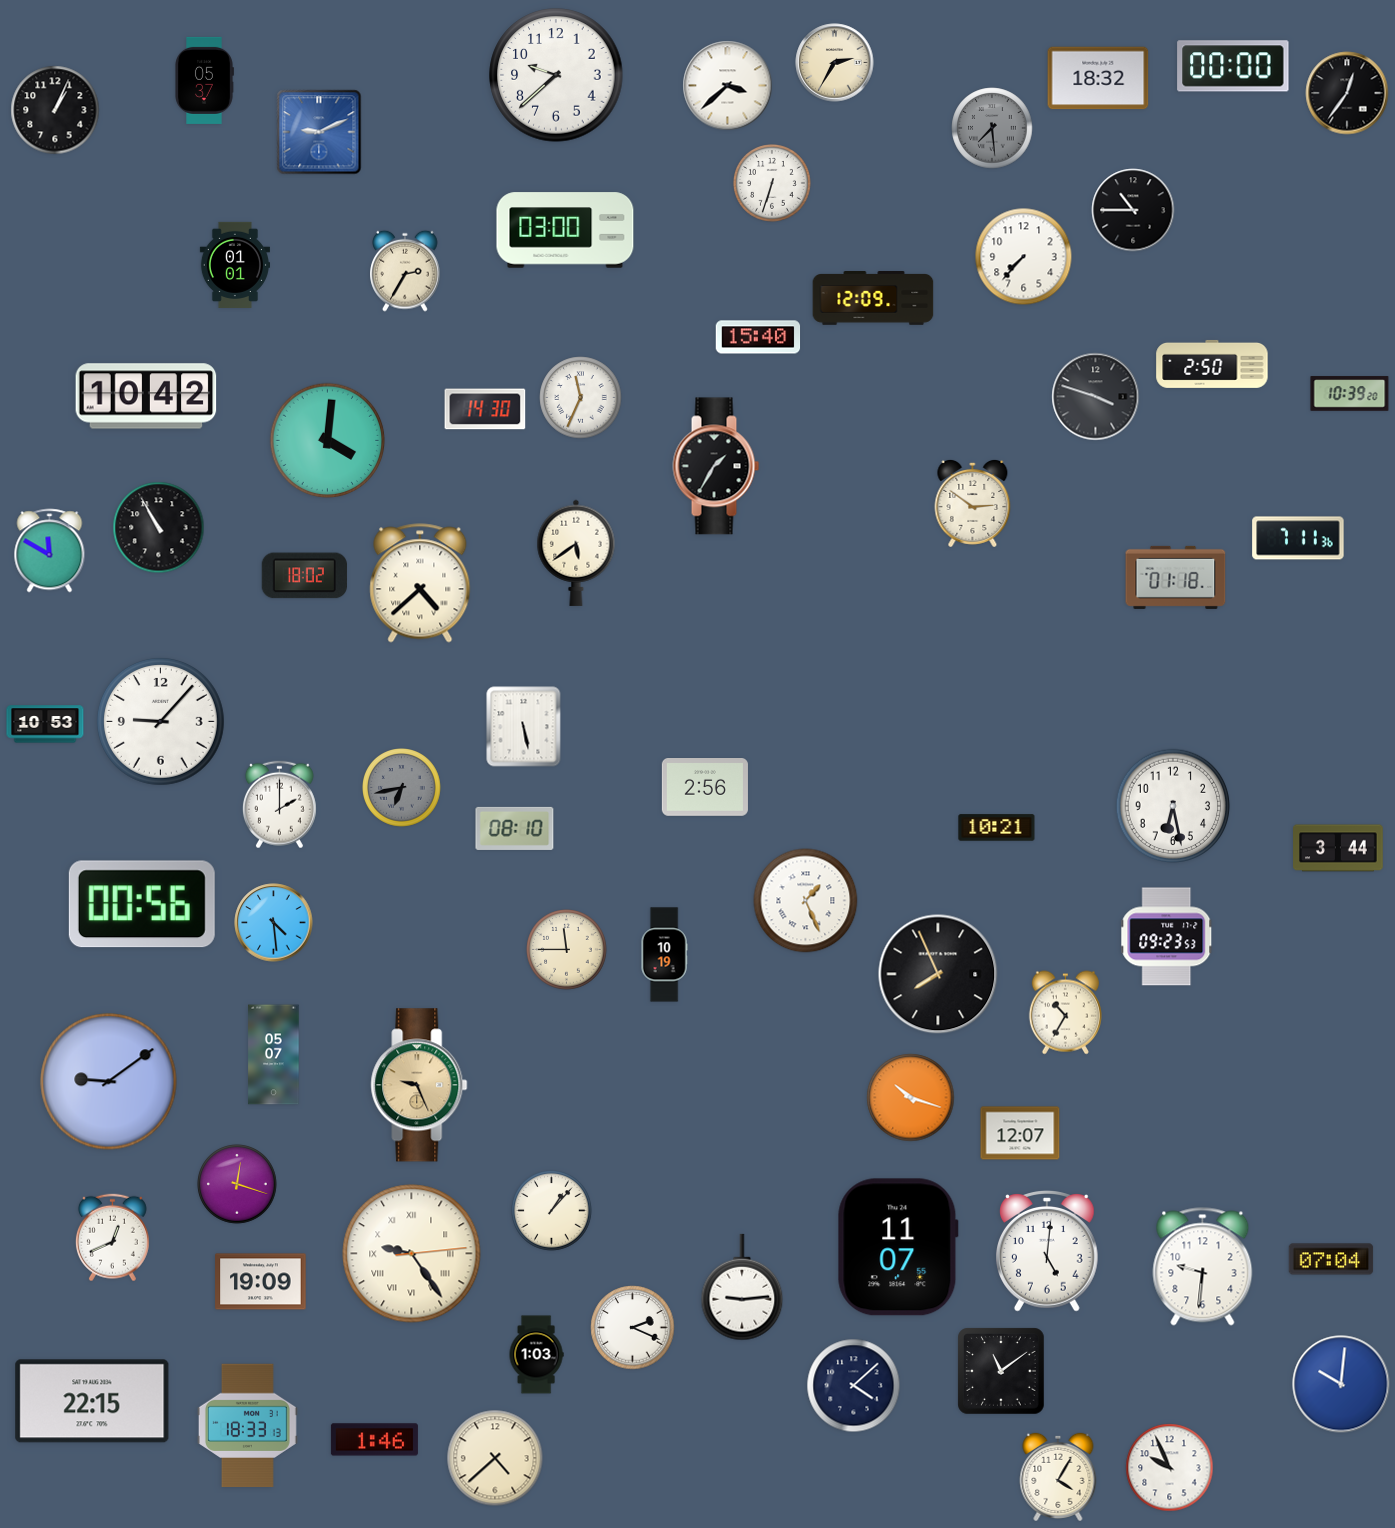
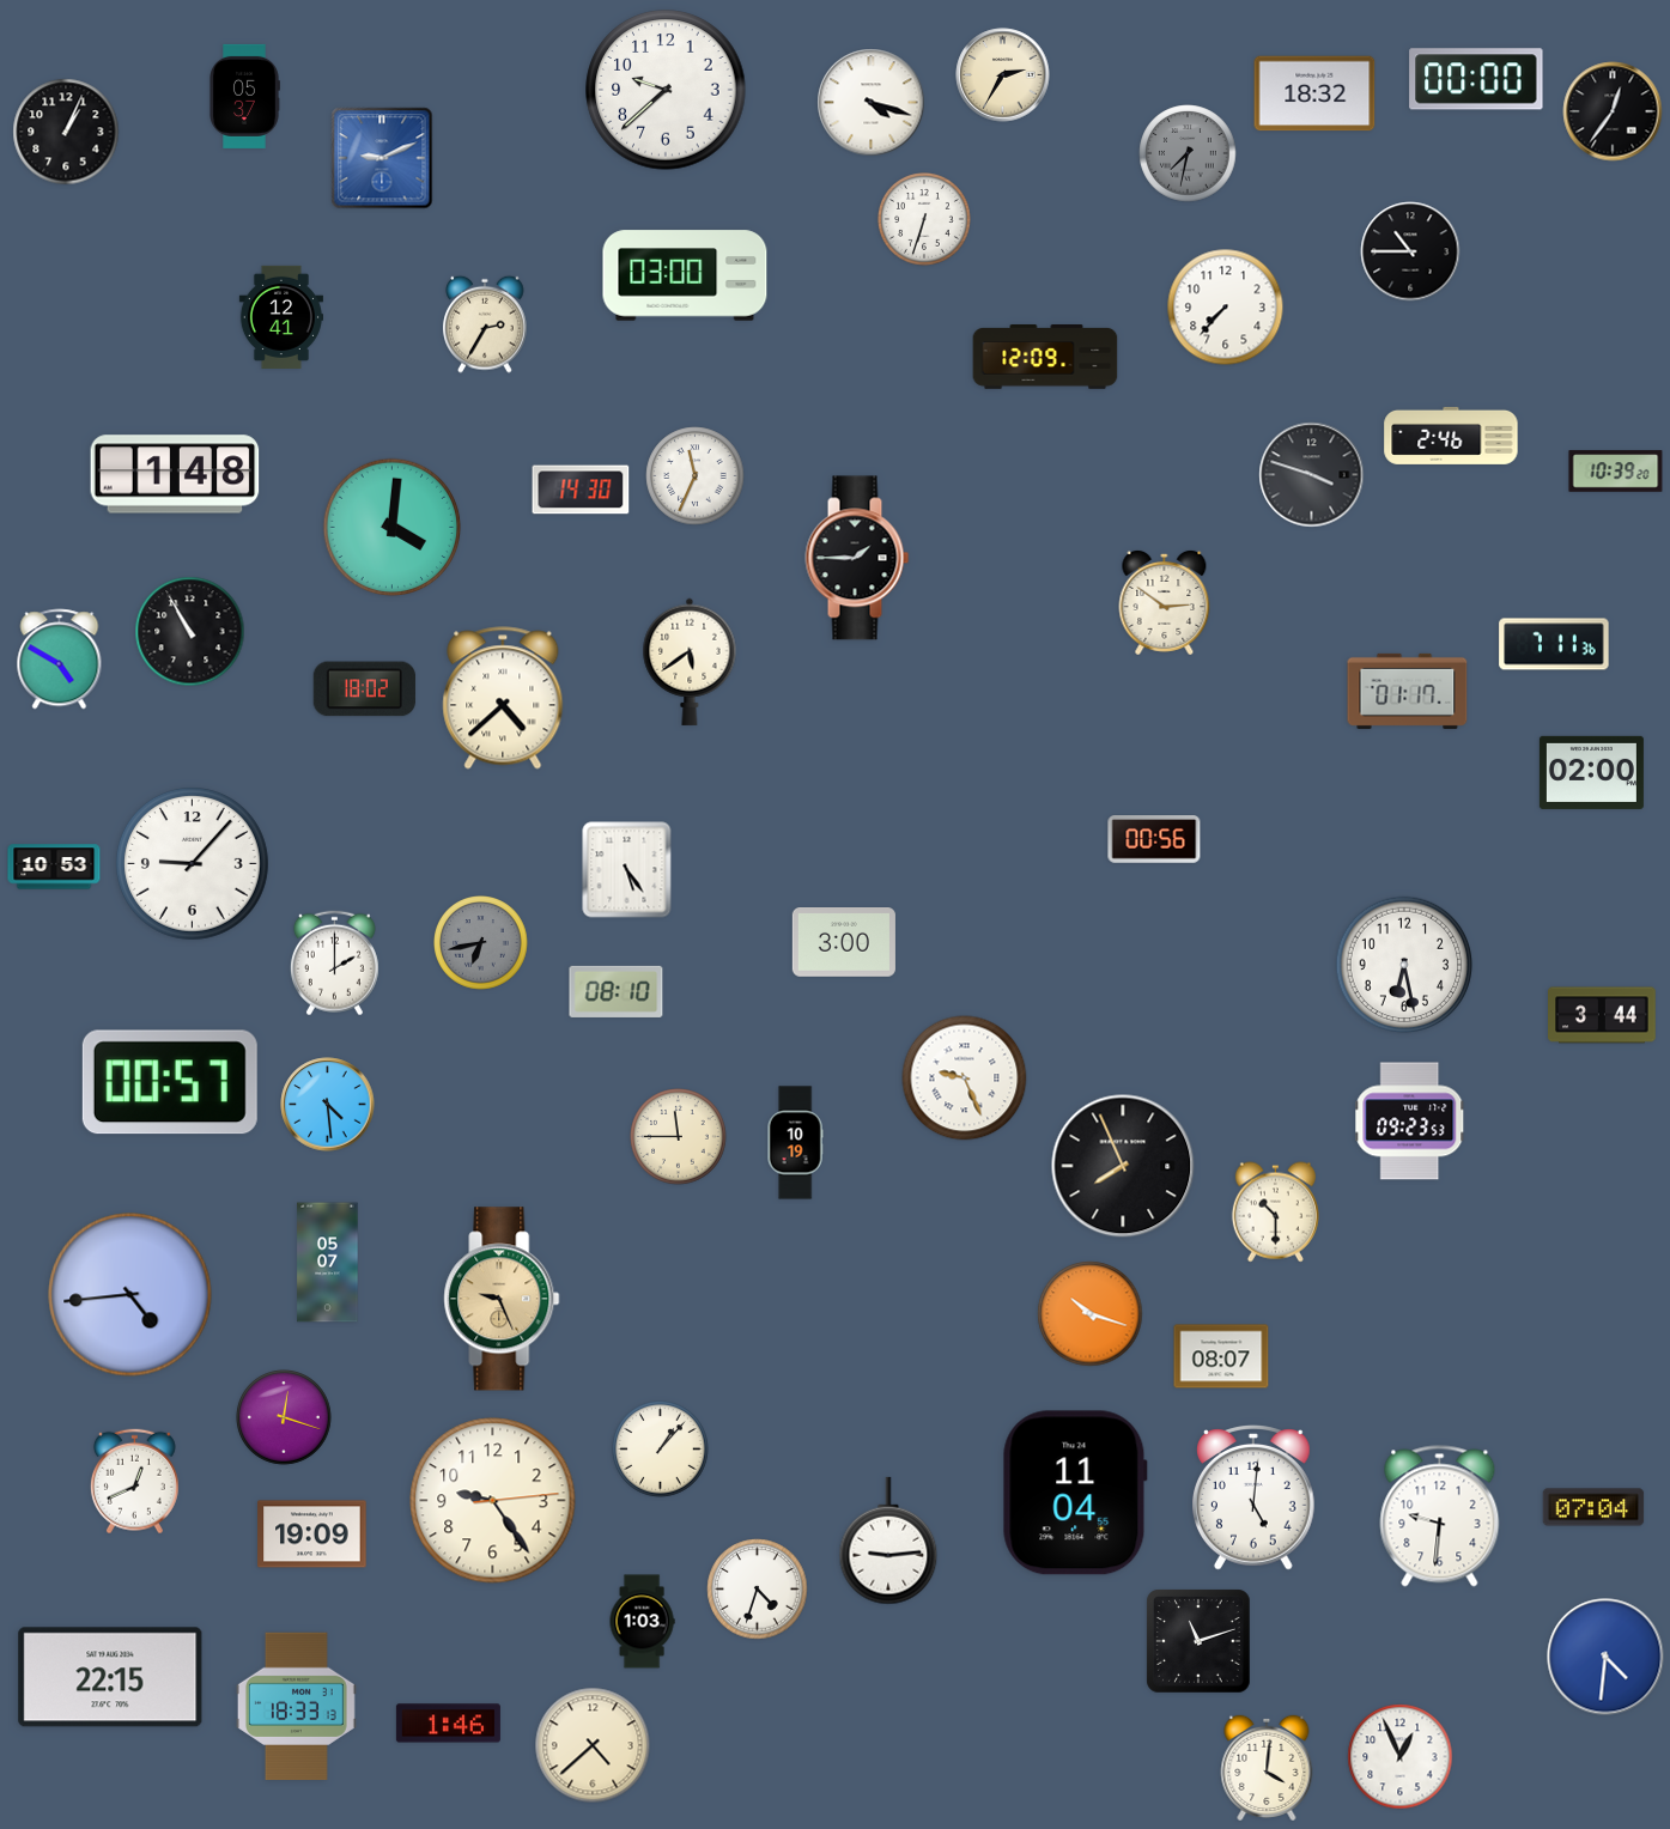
clock at (835, 63) position: (835, 63) -> (1003, 75)
clock at (728, 86): 3:38 -> 4:18
clock at (992, 128): 7:29 -> 7:32
clock at (1133, 210) position: (1133, 210) -> (1410, 251)
clock at (565, 230) position: (565, 230) -> (685, 275)
clock at (235, 265): 01:01 -> 12:41
clock at (758, 337): 15:40 -> none
clock at (1212, 364): 2:50 -> 2:46
clock at (146, 396): 10:42 -> 1:48
clock at (716, 466): 1:35 -> 1:45
clock at (50, 551): 11:50 -> 4:50
clock at (1176, 577): 01:18 -> 01:17
clock at (1591, 772): none -> 02:00
clock at (1154, 839): none -> 00:56
clock at (524, 727): 5:28 -> 5:24
clock at (705, 788): 2:56 -> 3:00
clock at (997, 828): 10:21 -> none
clock at (806, 901): 1:26 -> 9:26
clock at (142, 904): 00:56 -> 00:57
clock at (1167, 937) position: (1167, 937) -> (1410, 1122)
clock at (1065, 1013): 10:35 -> 10:30
clock at (109, 1082): 9:09 -> 4:44
clock at (1020, 1133): 12:07 -> 08:07
clock at (898, 1247): 11:07 -> 11:04
clock at (412, 1254) numerals: Roman -> Arabic
clock at (633, 1328): 2:19 -> 4:33
clock at (1001, 1371): 11:09 -> 11:12
clock at (1341, 1384): 10:01 -> 4:31
clock at (854, 1386): 4:08 -> none
clock at (1170, 1468): 9:56 -> 12:56
clock at (1058, 1477): 4:05 -> 4:01
